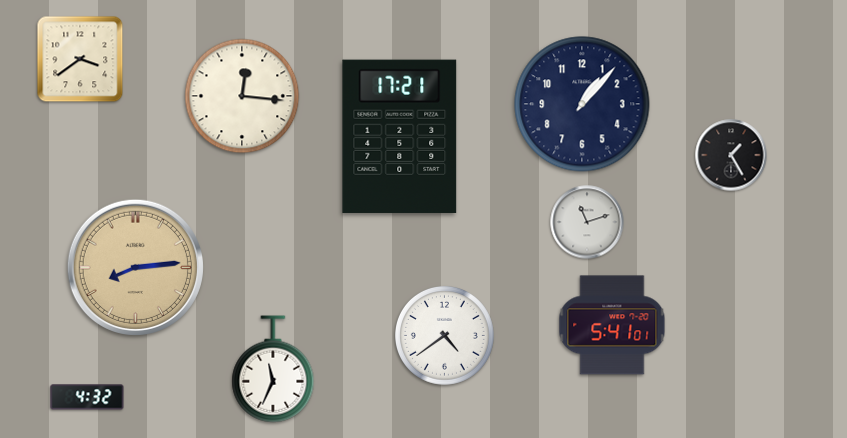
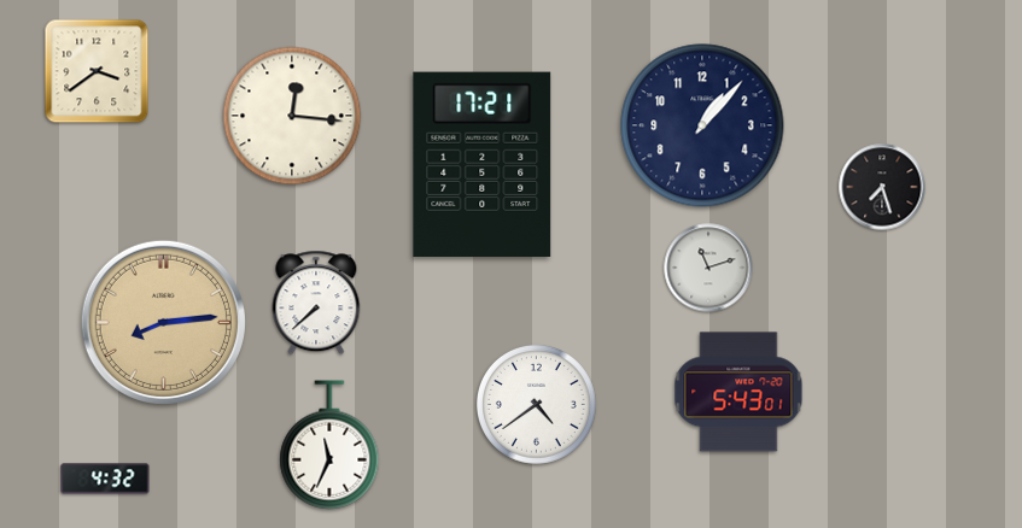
clock at (731, 155): 1:25 -> 7:27
clock at (316, 303): none -> 7:38
clock at (612, 325): 5:41 -> 5:43
